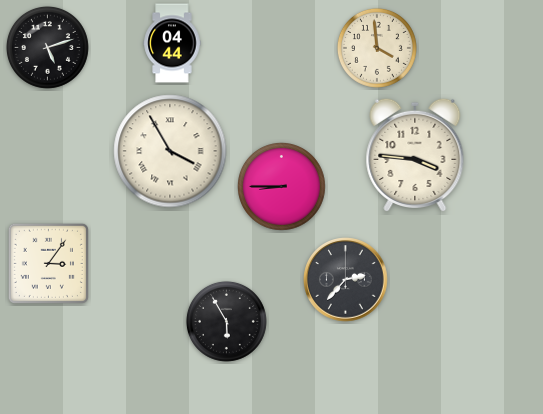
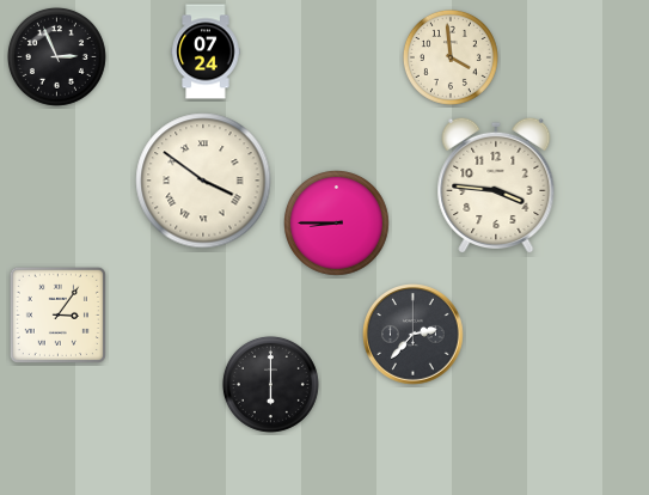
clock at (172, 43): 04:44 -> 07:24
clock at (47, 47): 5:12 -> 2:56
clock at (170, 151): 3:55 -> 3:51
clock at (226, 321): 5:55 -> 6:00
